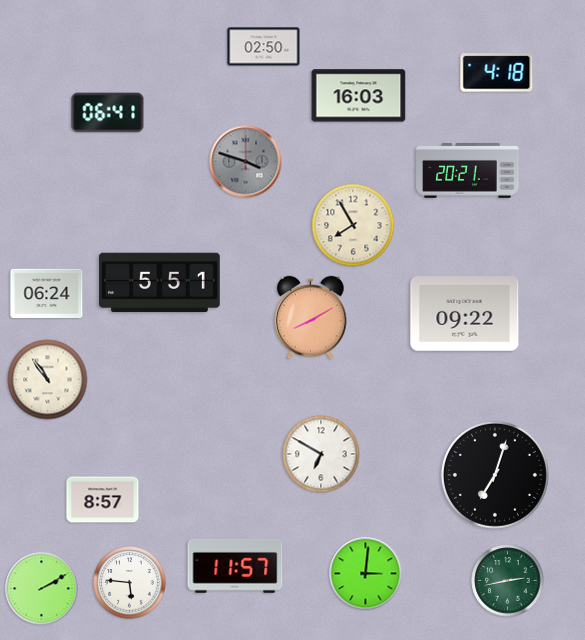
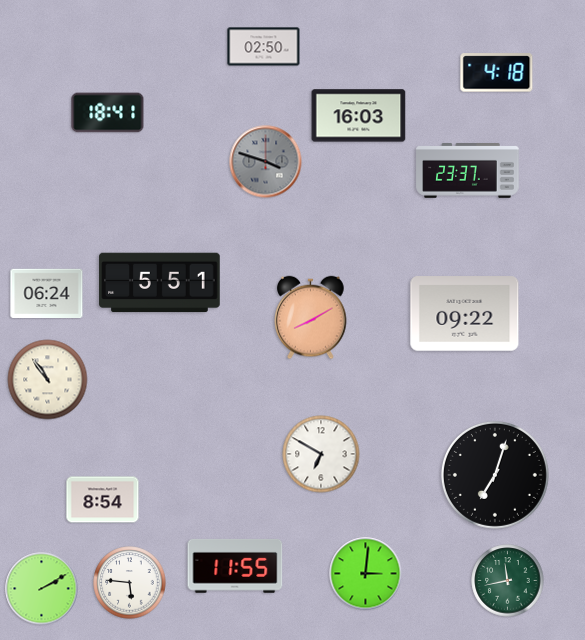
clock at (359, 96) position: (359, 96) -> (359, 116)
clock at (108, 113): 06:41 -> 18:41
clock at (246, 162) position: (246, 162) -> (266, 162)
clock at (468, 171): 20:21 -> 23:37
clock at (353, 225): 7:55 -> none
clock at (103, 500): 8:57 -> 8:54
clock at (235, 566): 11:57 -> 11:55
clock at (508, 581): 2:43 -> 11:43
